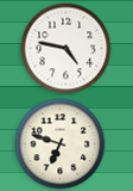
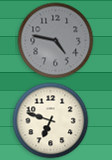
clock at (66, 49) dial: white -> grey
